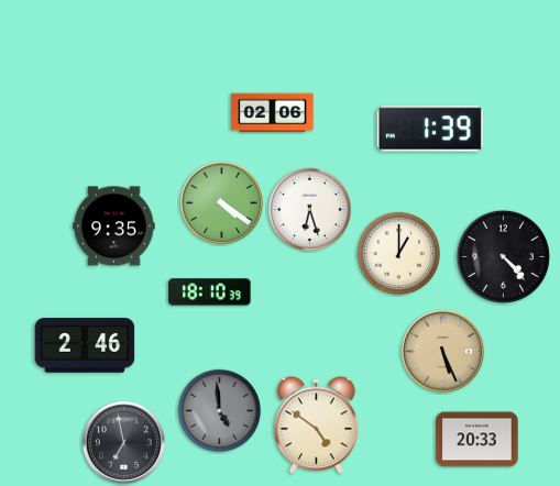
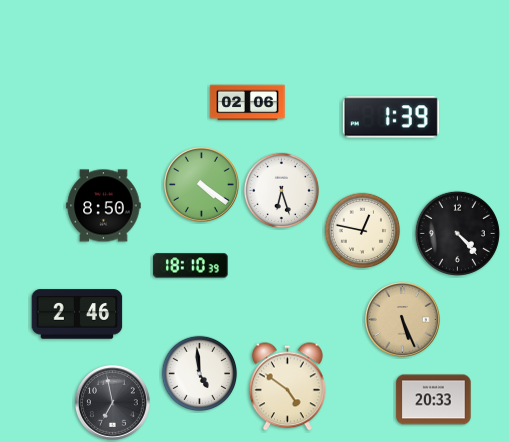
clock at (114, 227): 9:35 -> 8:50
clock at (399, 254): 1:00 -> 12:47
clock at (220, 411) dial: grey -> white
